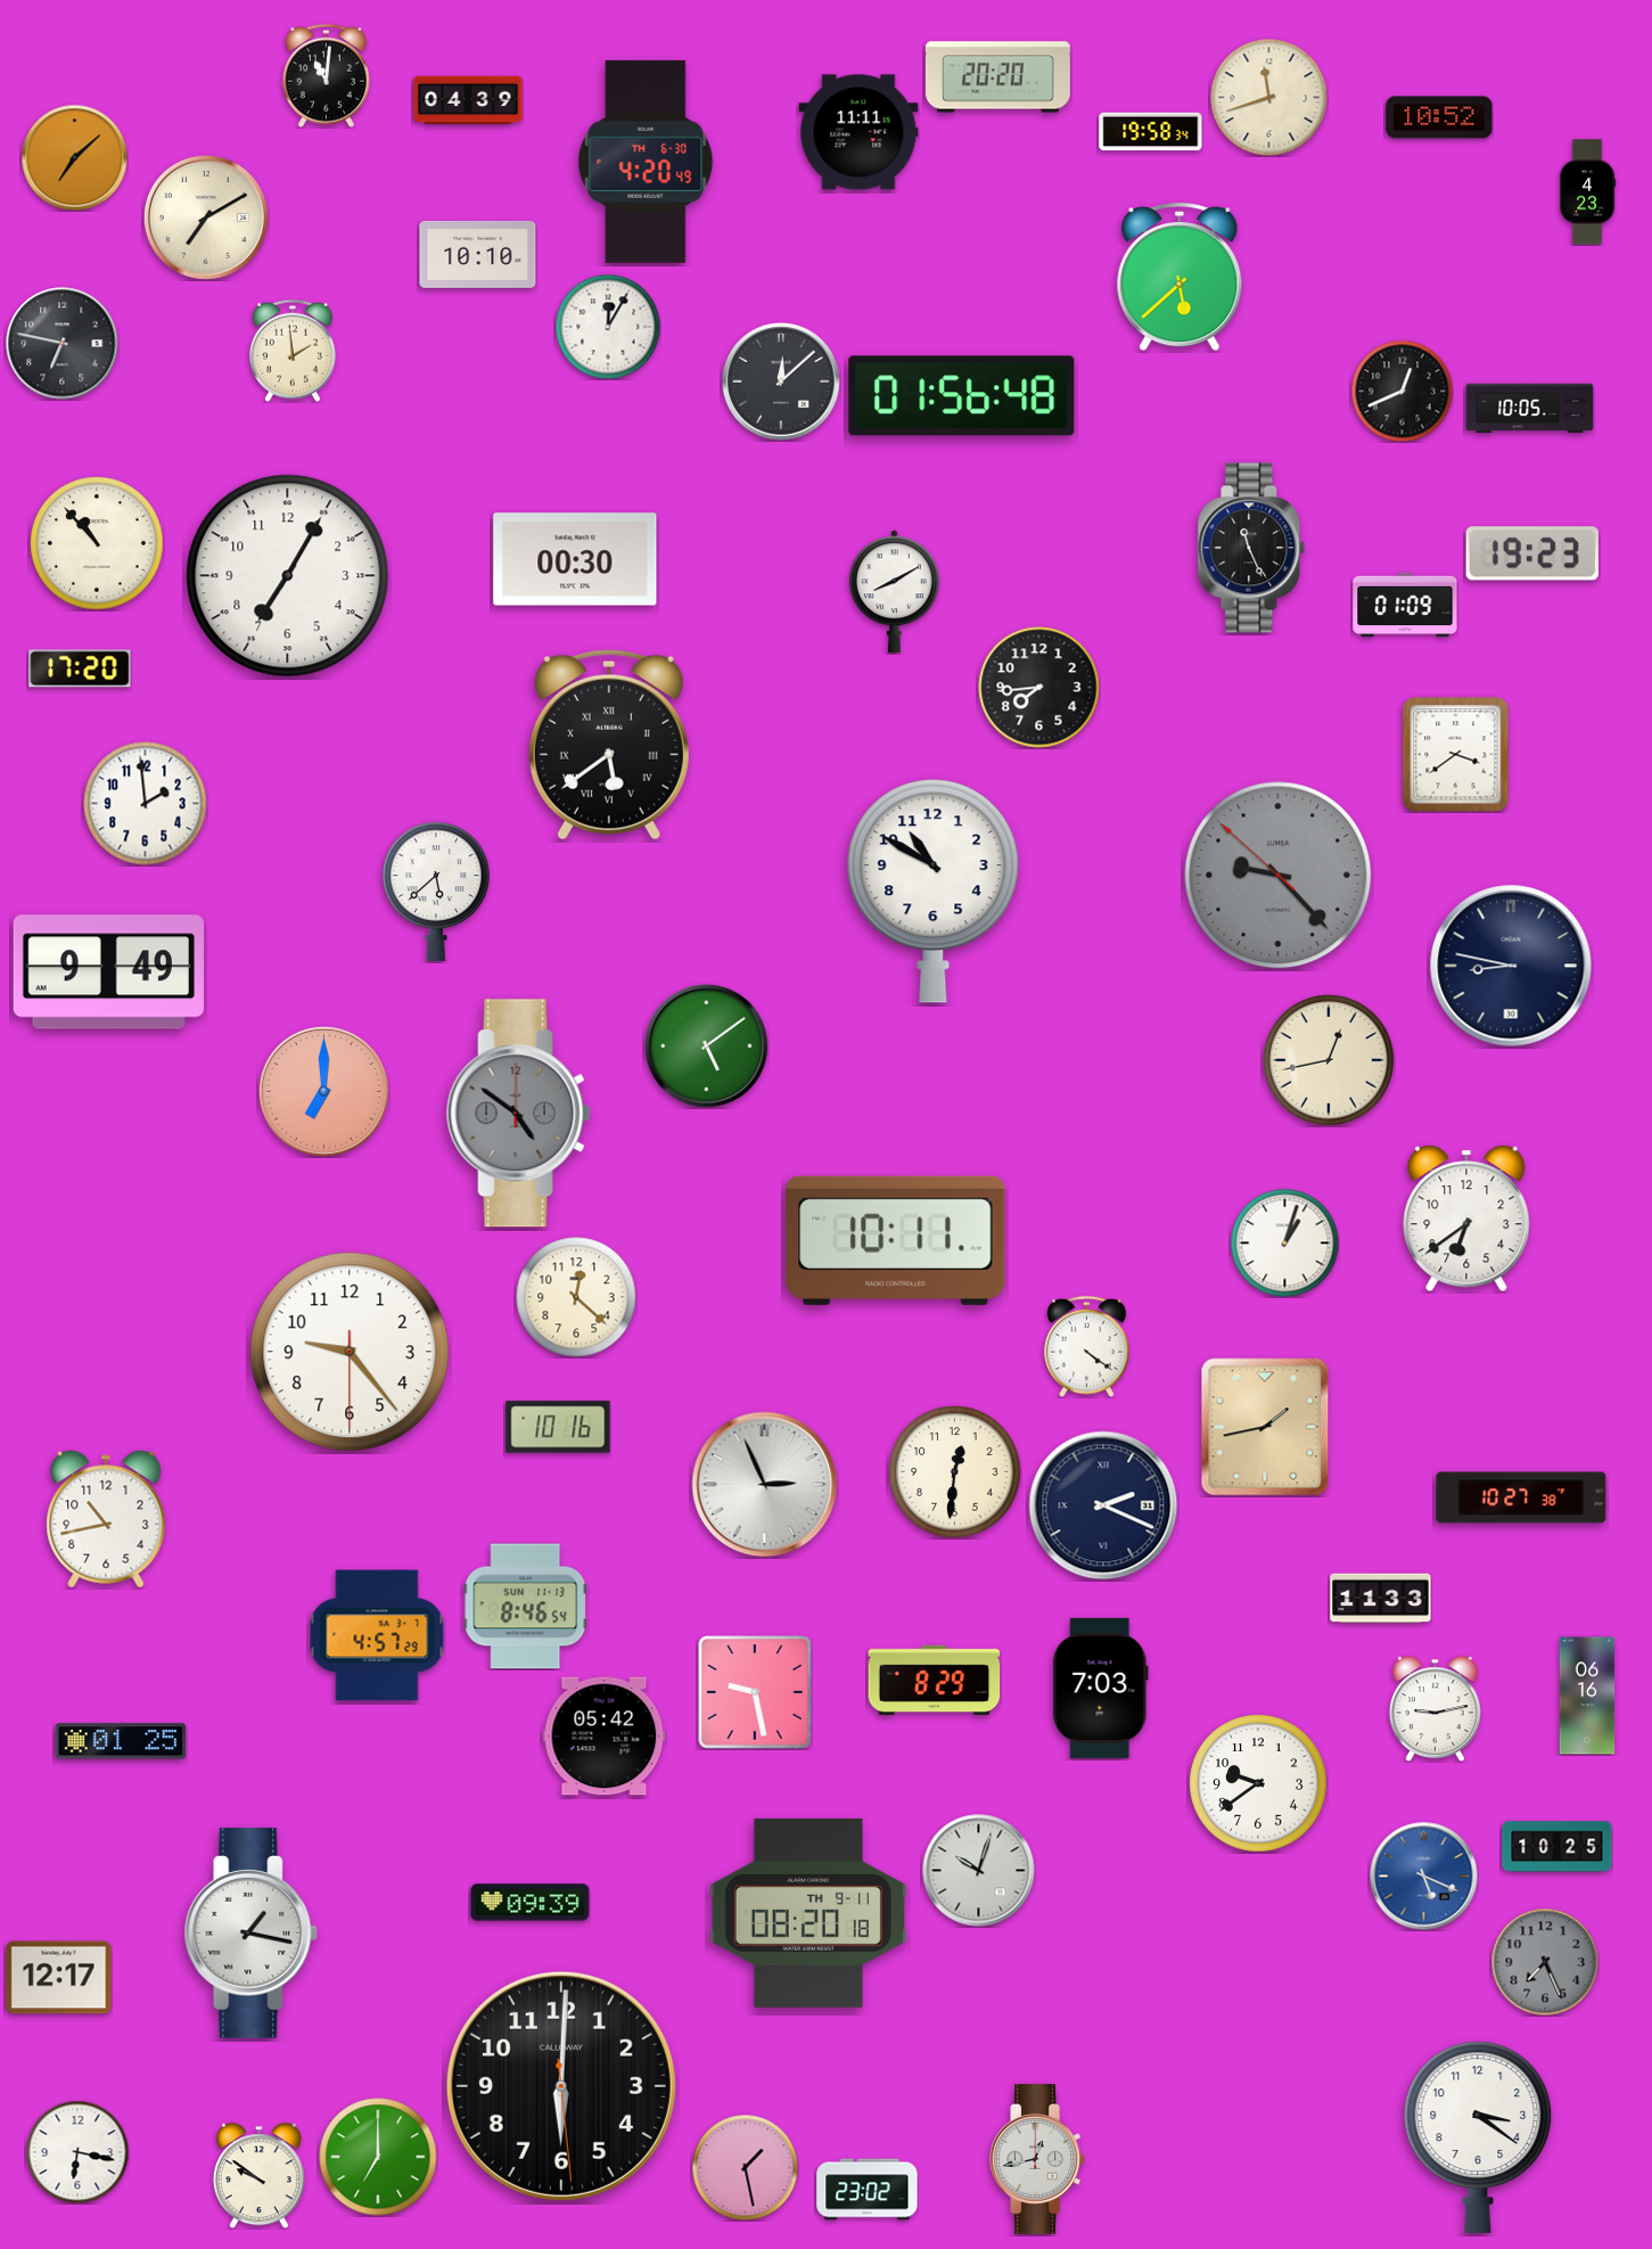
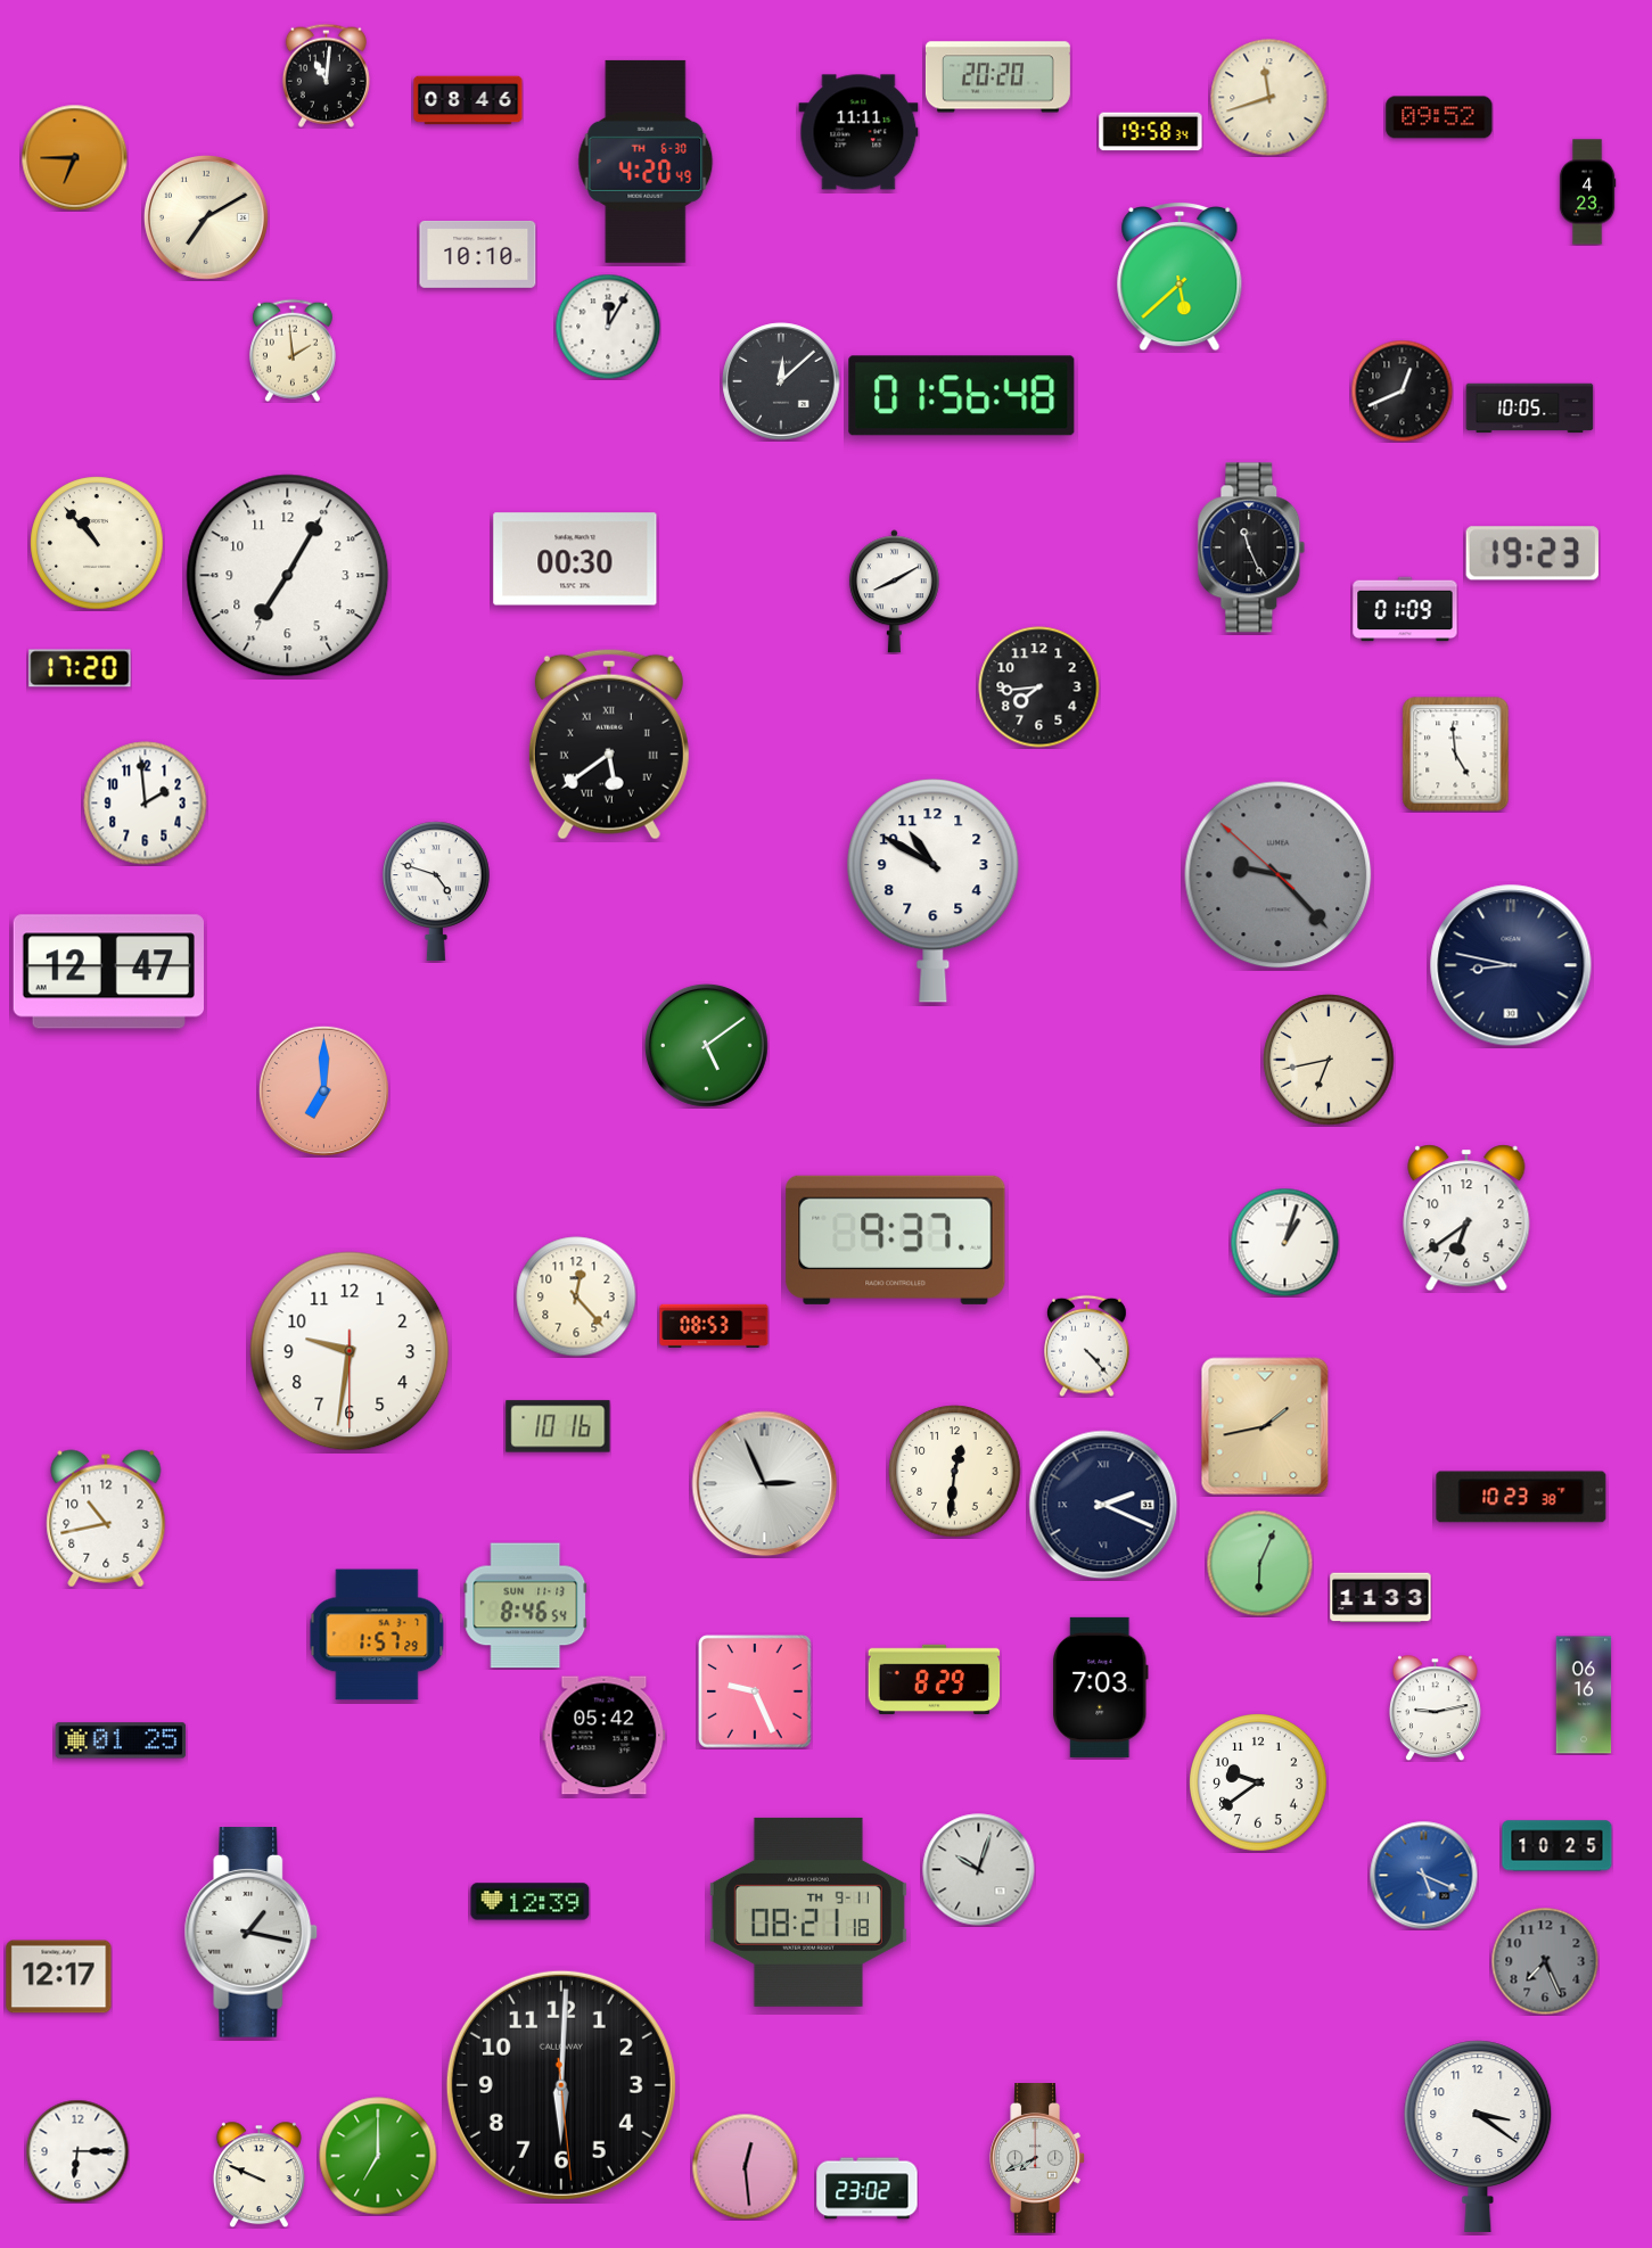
clock at (468, 100): 04:39 -> 08:46
clock at (1439, 117): 10:52 -> 09:52
clock at (74, 157): 7:08 -> 6:45
clock at (63, 344): 6:47 -> none
clock at (1405, 605) position: (1405, 605) -> (1405, 609)
clock at (1456, 755): 3:39 -> 4:59
clock at (436, 892): 5:38 -> 4:48
clock at (108, 972): 9:49 -> 12:47
clock at (1329, 1060): 12:43 -> 6:43
clock at (518, 1114): 4:51 -> none
clock at (896, 1240): 10:11 -> 9:37
clock at (576, 1297): 12:22 -> 12:23
clock at (714, 1326): none -> 08:53
clock at (1087, 1346): 4:21 -> 4:23
clock at (350, 1352): 9:23 -> 9:31
clock at (1521, 1497): 10:27 -> 10:23
clock at (1259, 1563): none -> 6:04
clock at (377, 1635): 4:57 -> 1:57
clock at (755, 1692): 9:28 -> 9:26
clock at (1587, 1696) position: (1587, 1696) -> (1584, 1695)
clock at (531, 1903): 09:39 -> 12:39
clock at (808, 1913): 08:20 -> 08:21
clock at (77, 2152): 6:17 -> 6:15
clock at (1037, 2159): 12:43 -> 7:41
clock at (745, 2167): 1:28 -> 12:29
clock at (258, 2175): 9:51 -> 9:49
